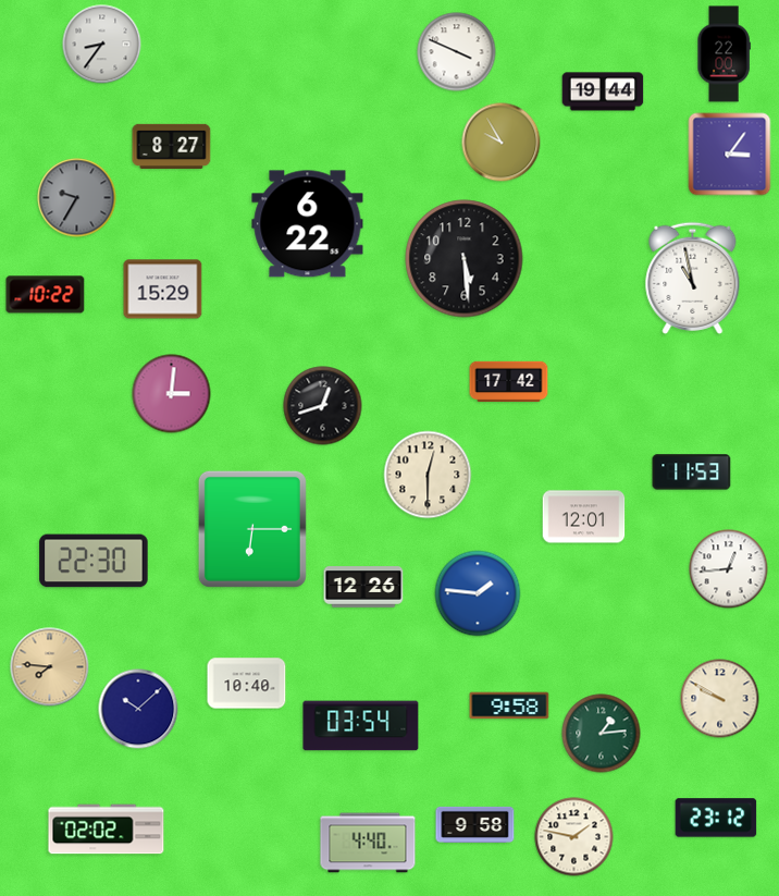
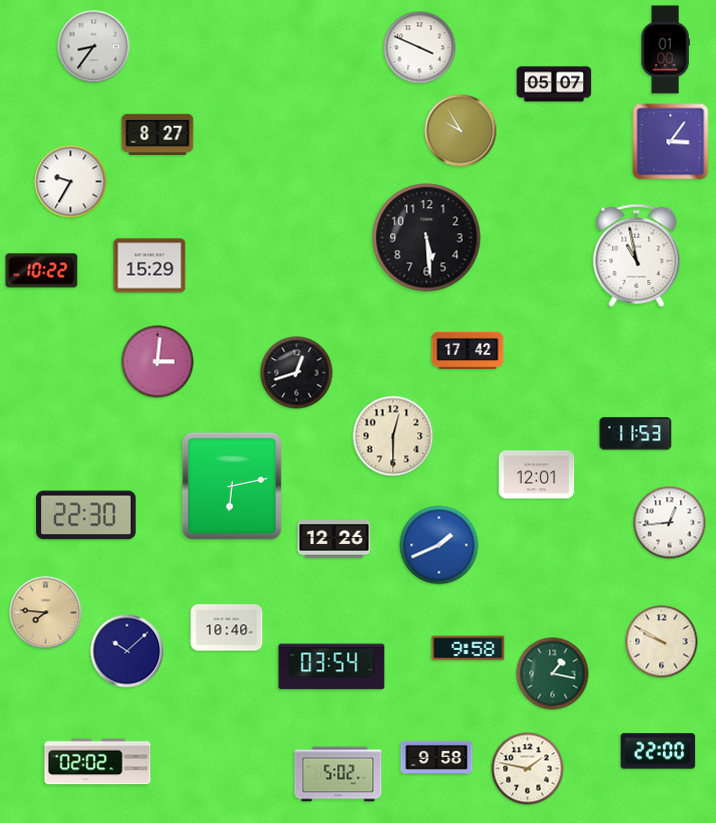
clock at (102, 45) position: (102, 45) -> (94, 47)
clock at (724, 54): 22:00 -> 01:00
clock at (603, 91): 19:44 -> 05:07
clock at (77, 198) dial: grey -> white
clock at (308, 224): 6:22 -> none
clock at (252, 529): 6:15 -> 6:13
clock at (478, 593): 1:46 -> 1:41
clock at (602, 734): 1:14 -> 1:17
clock at (716, 818): 23:12 -> 22:00
clock at (368, 843): 4:40 -> 5:02
